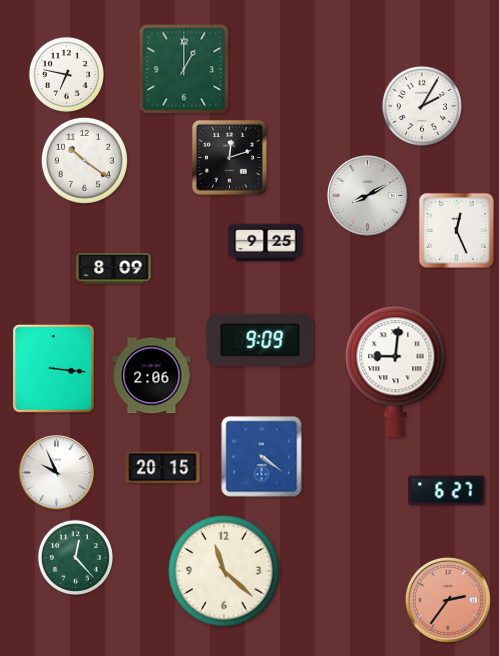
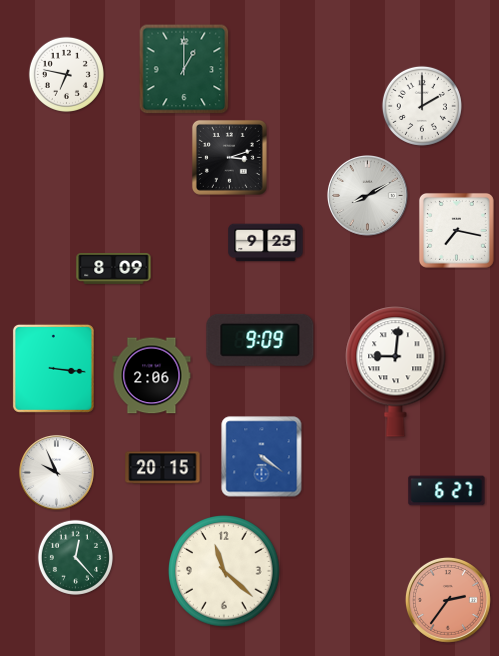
clock at (422, 106): 2:05 -> 2:00
clock at (229, 157): 12:12 -> 3:12
clock at (84, 160): 10:21 -> none
clock at (456, 230): 12:26 -> 7:17
